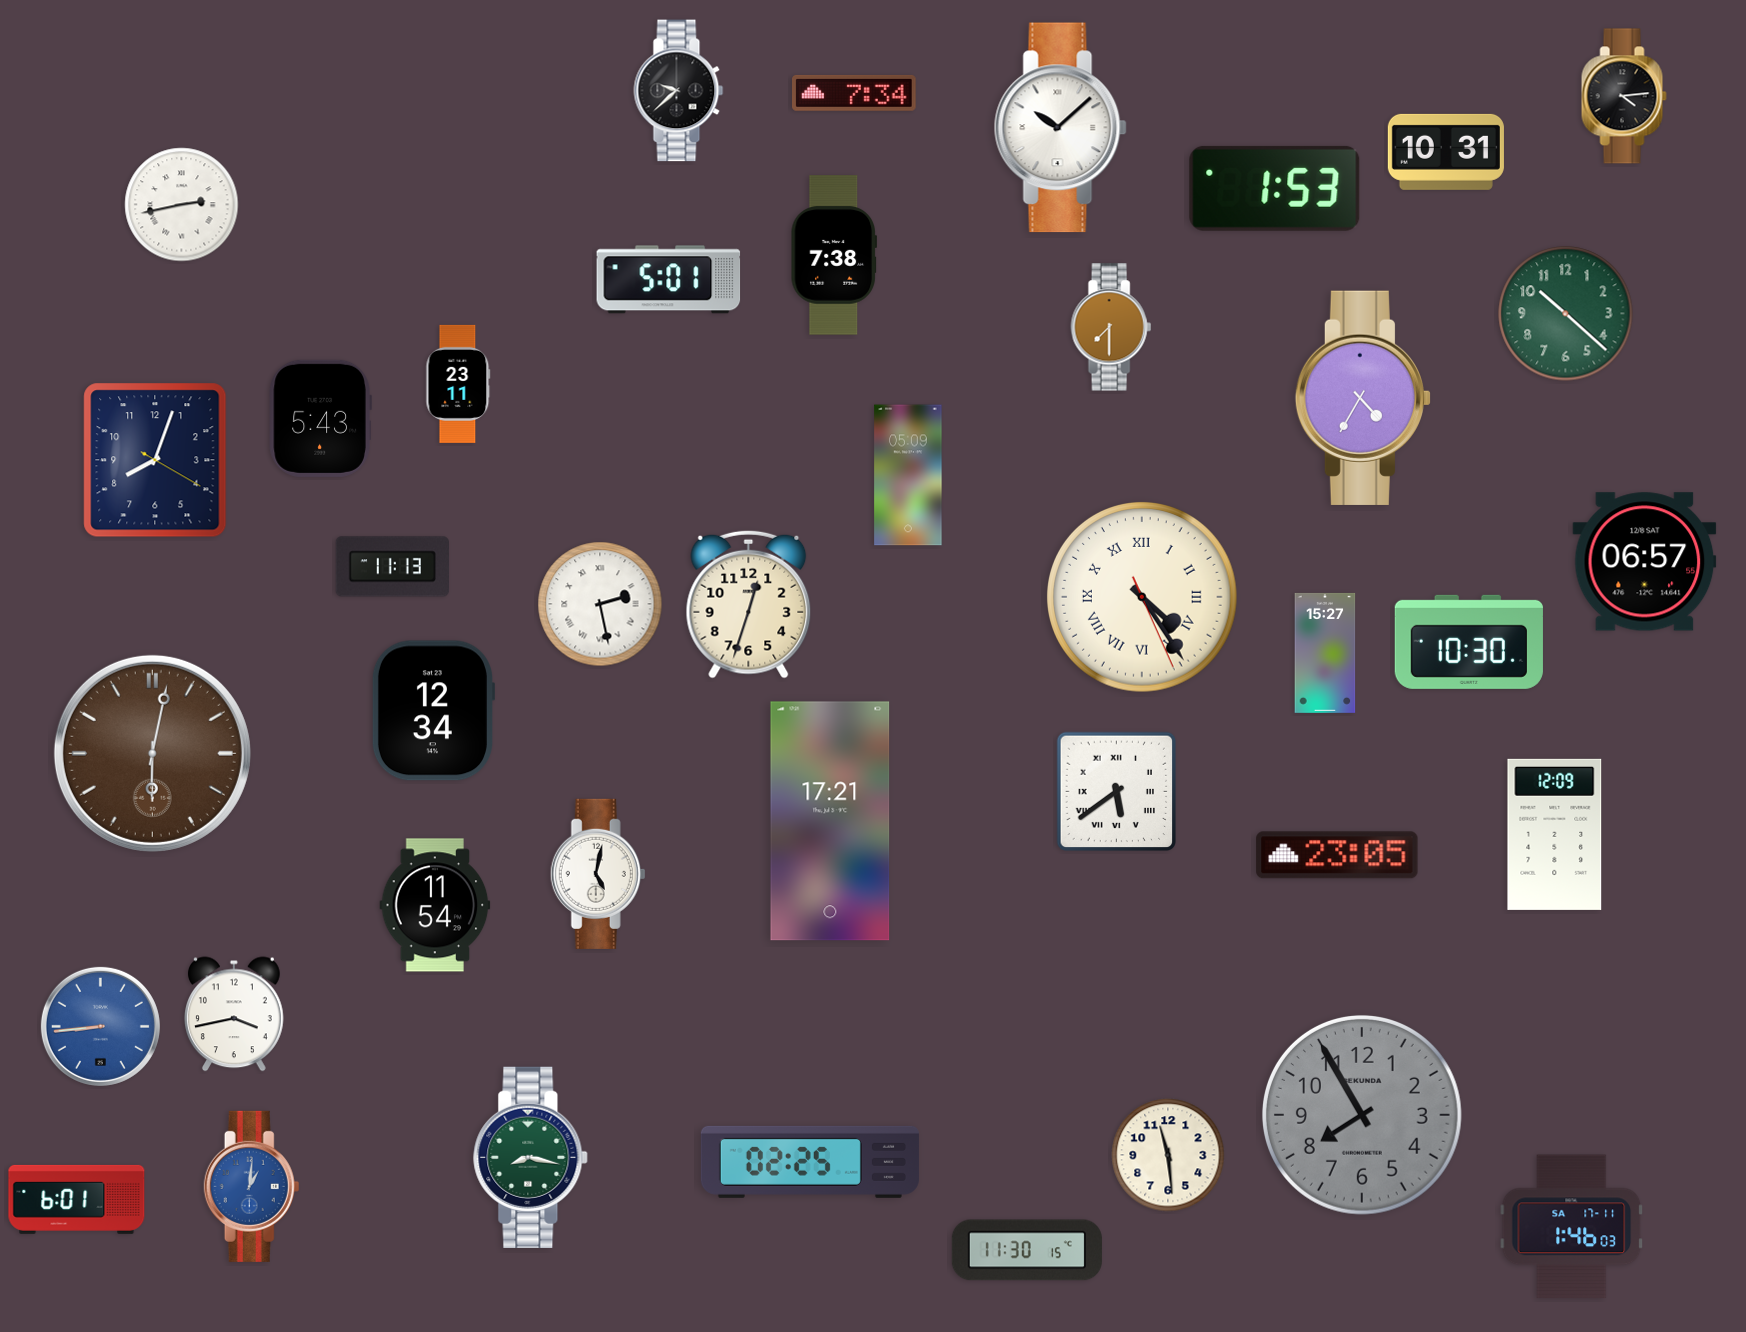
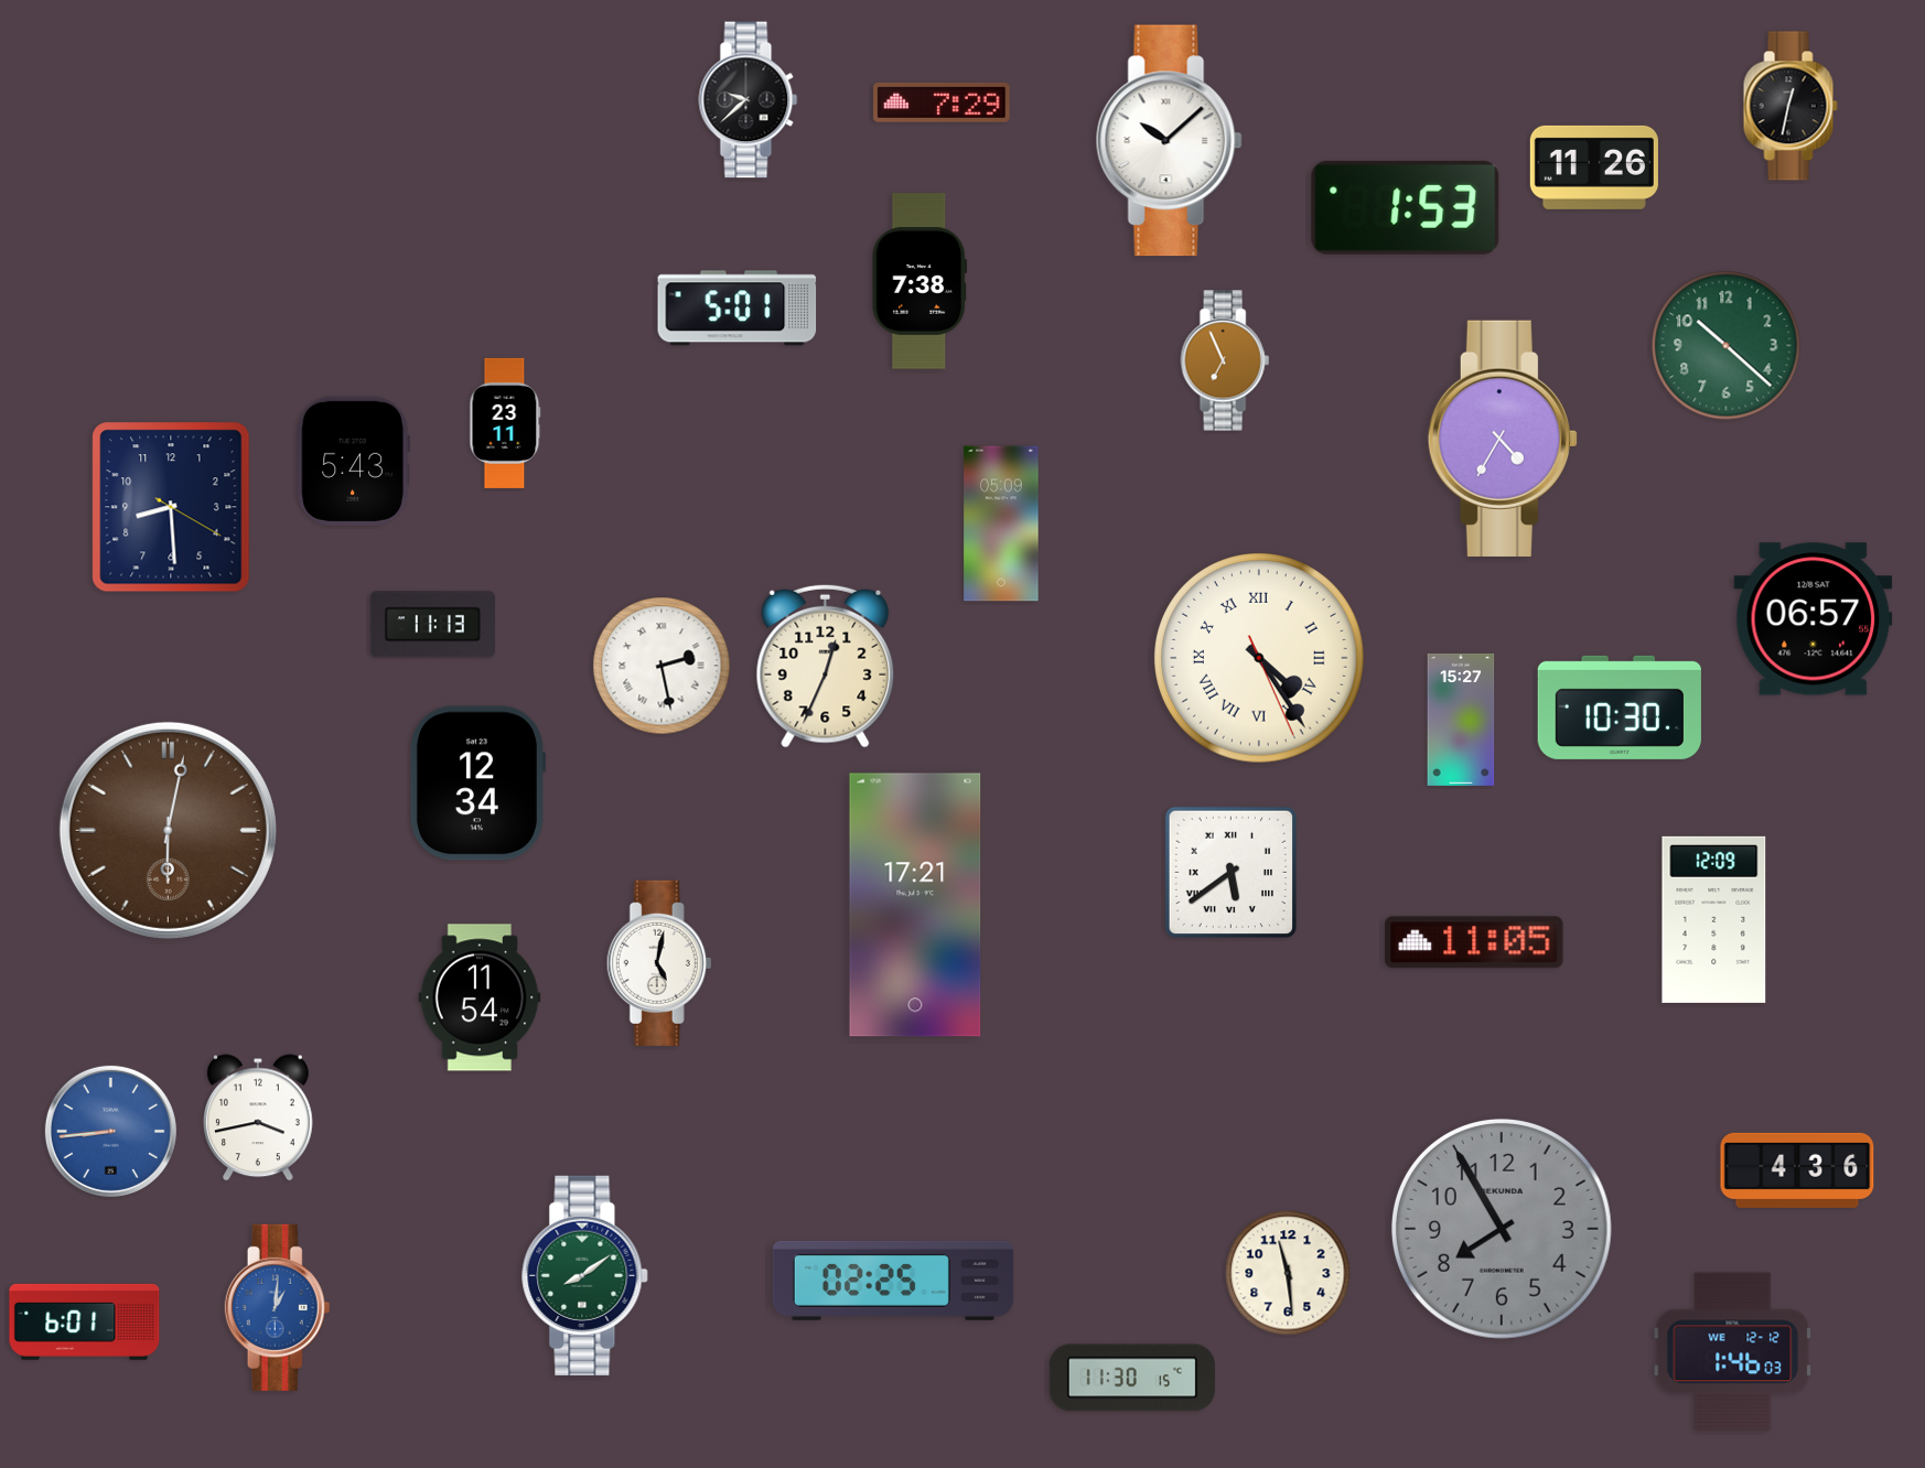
clock at (855, 93): 7:34 -> 7:29
clock at (1624, 96): 4:14 -> 12:32
clock at (1446, 152): 10:31 -> 11:26
clock at (182, 205): 2:43 -> none
clock at (1111, 327): 7:30 -> 6:56
clock at (155, 460): 8:03 -> 8:29
clock at (749, 604): 12:33 -> 12:34
clock at (1337, 855): 23:05 -> 11:05
clock at (1797, 1170): none -> 4:36
clock at (531, 1157): 8:17 -> 8:09
clock at (1572, 1227) date: SA 17-11 -> WE 12-12
